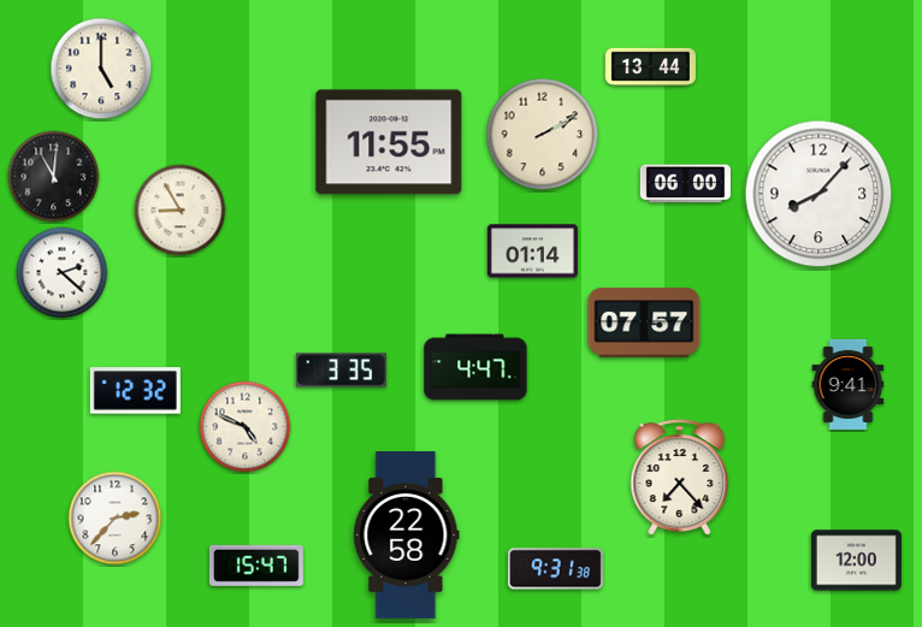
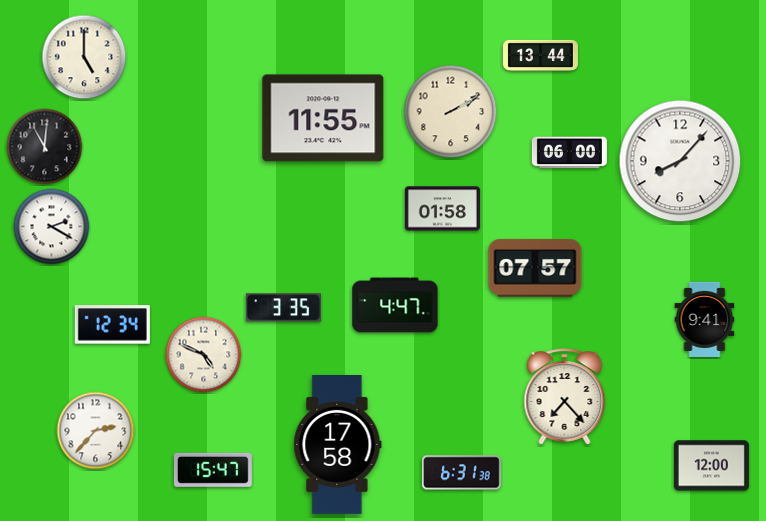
clock at (181, 211): 8:55 -> none
clock at (532, 252): 01:14 -> 01:58
clock at (63, 273): 2:22 -> 2:20
clock at (135, 391): 12:32 -> 12:34
clock at (407, 536): 22:58 -> 17:58
clock at (556, 569): 9:31 -> 6:31
